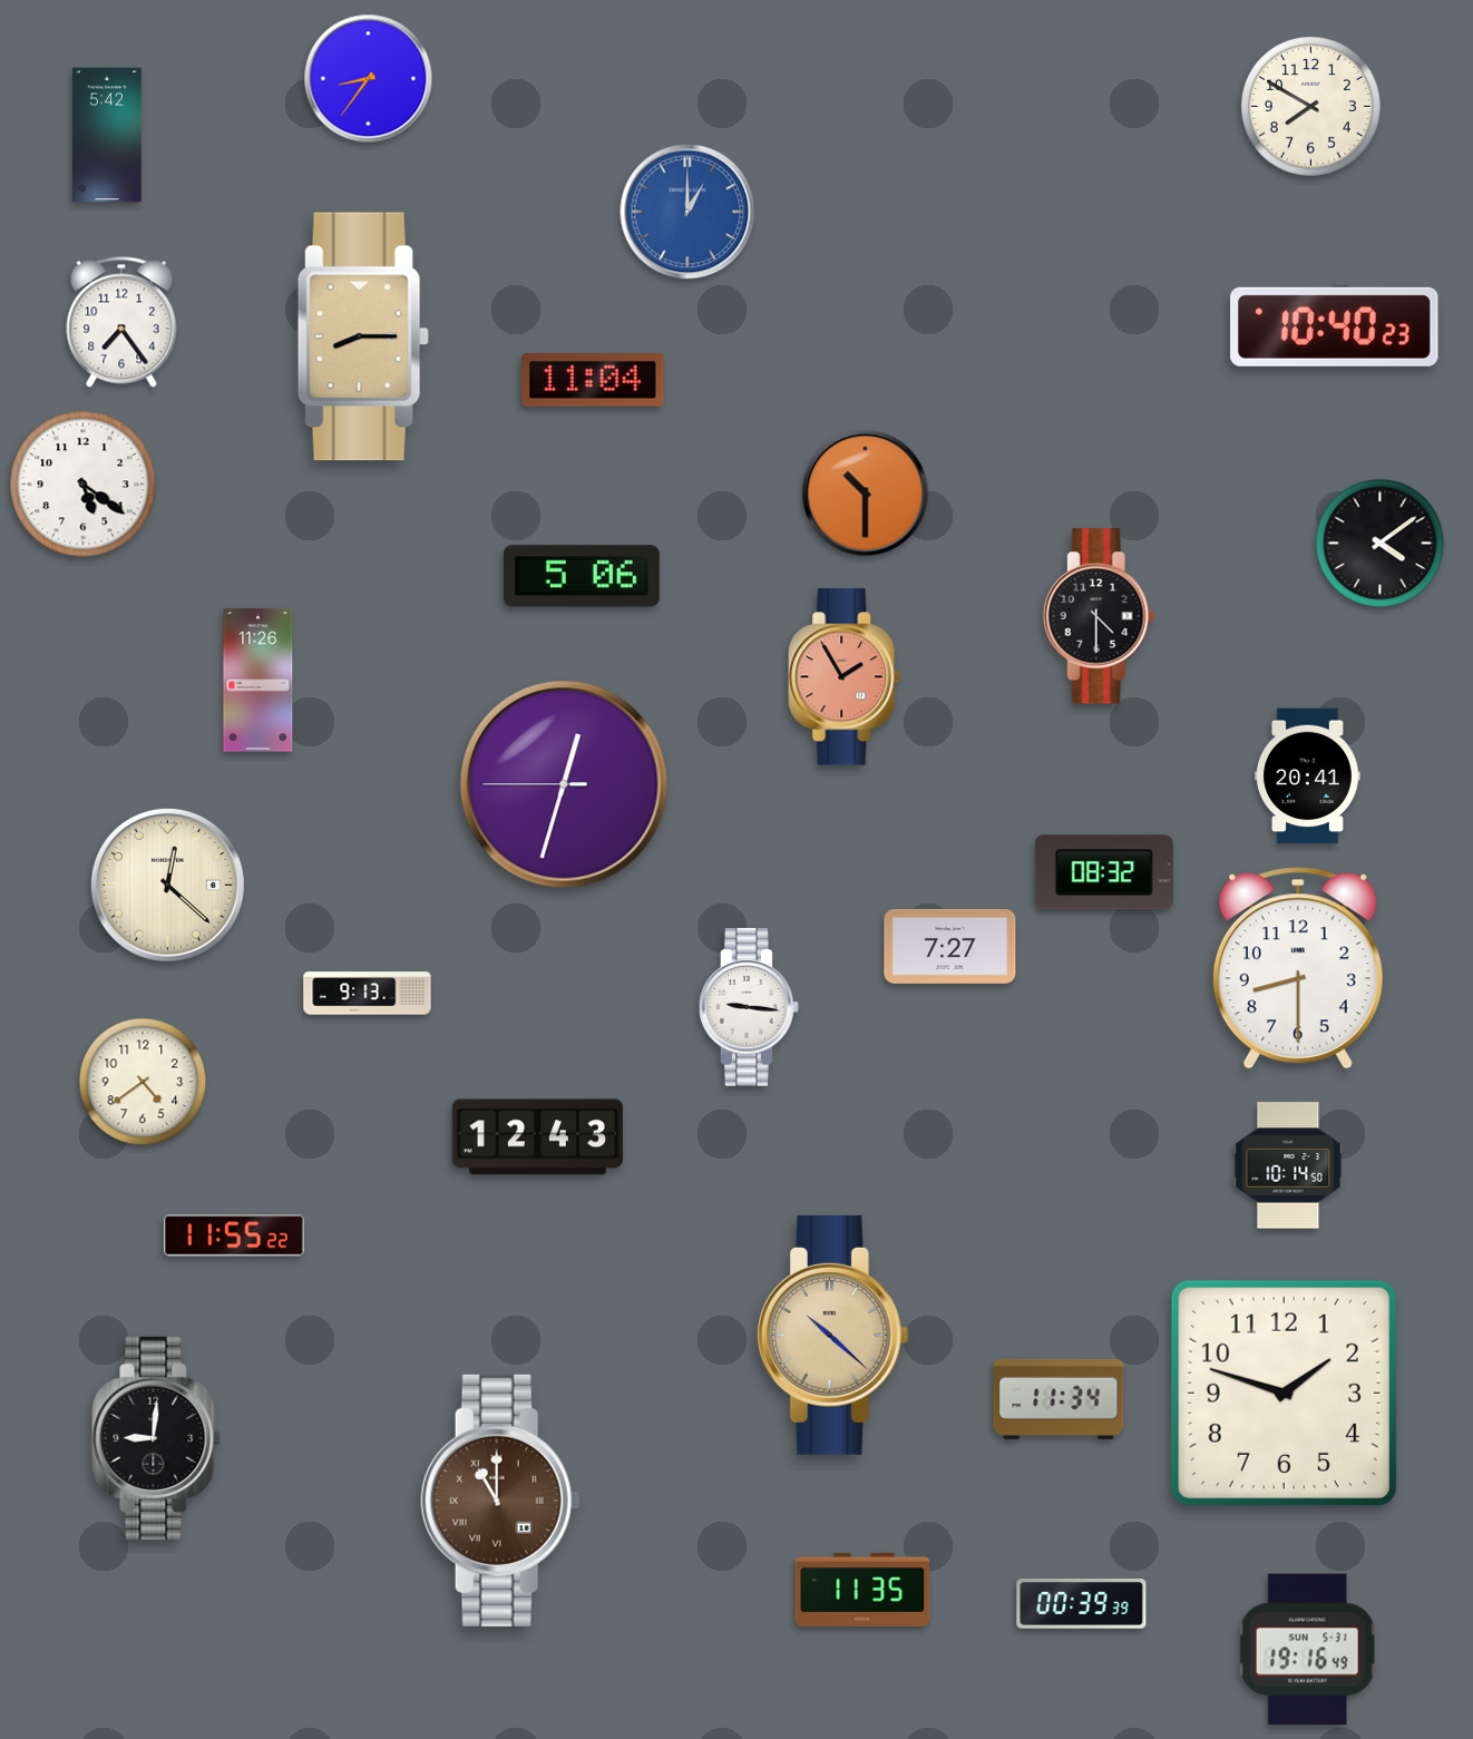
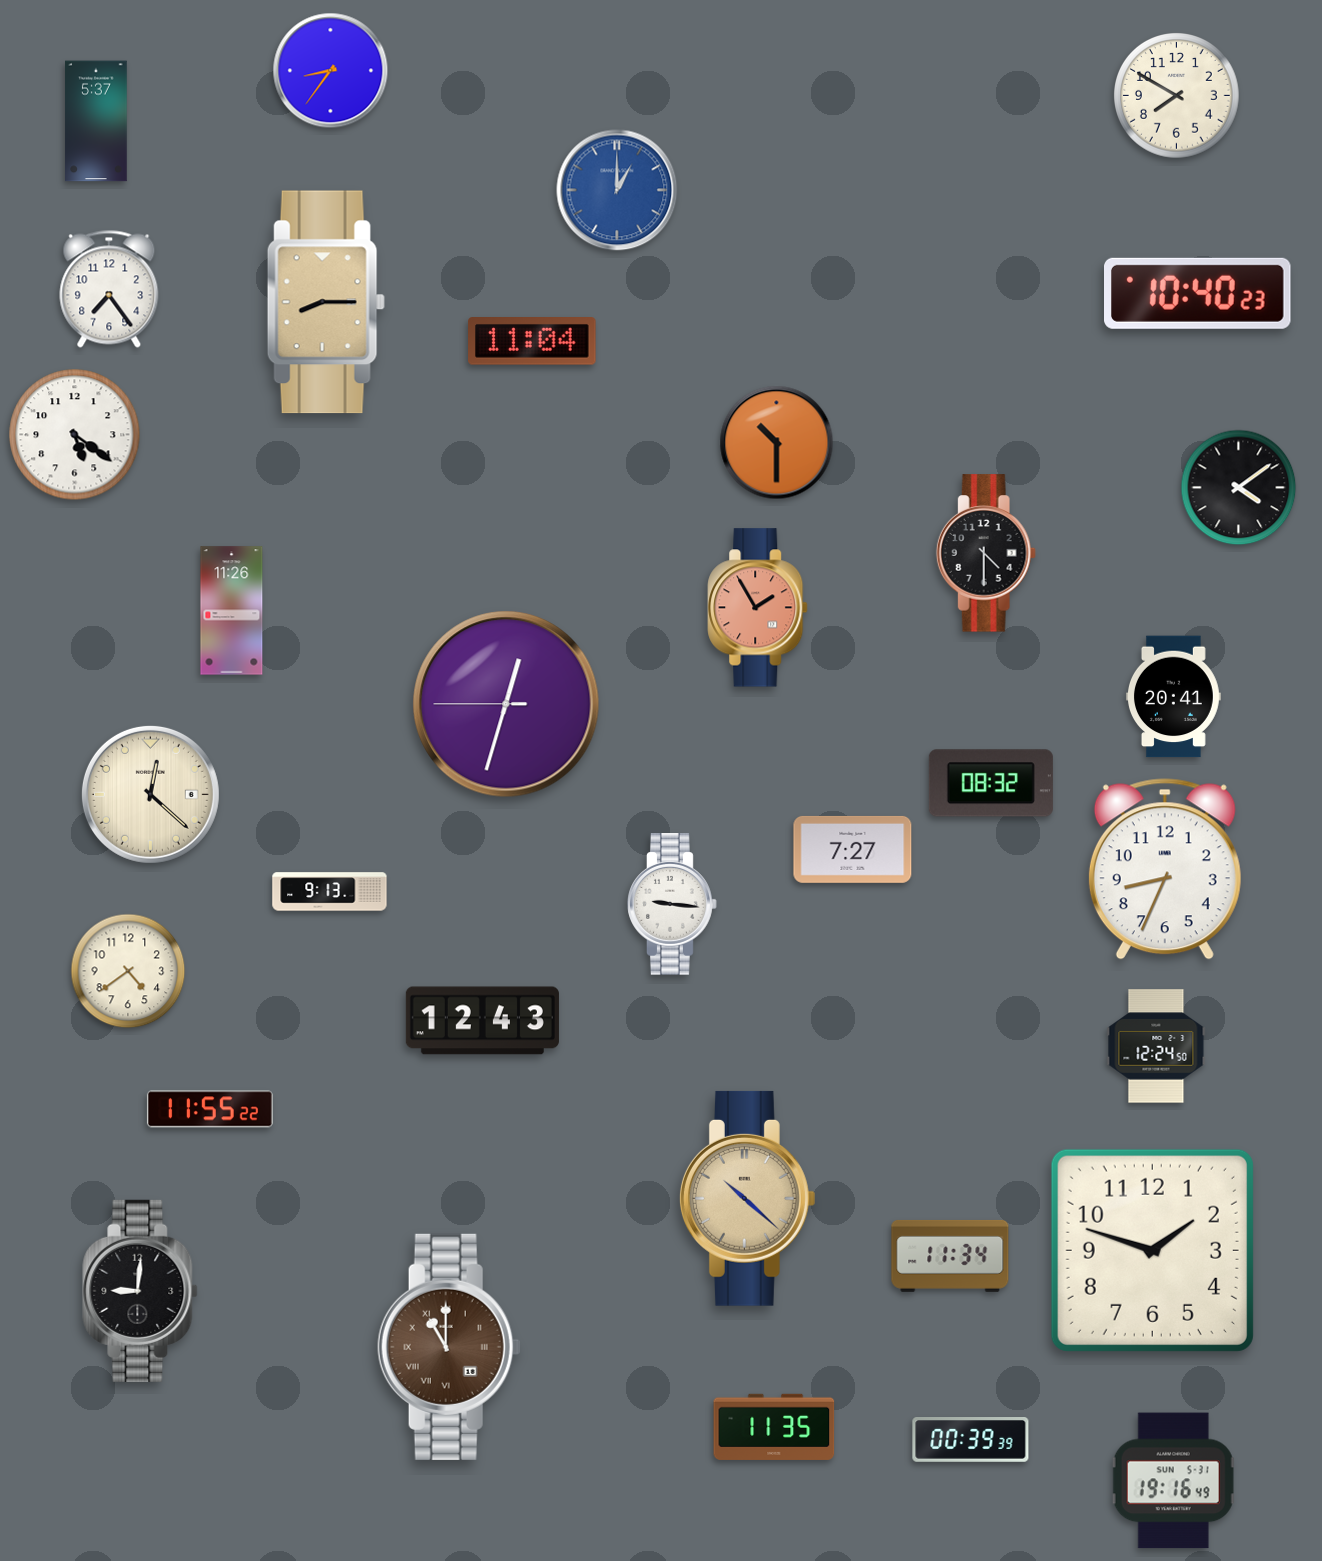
clock at (107, 135): 5:42 -> 5:37
clock at (582, 576): 5:06 -> none
clock at (1298, 968): 8:30 -> 8:34
clock at (1288, 1165): 10:14 -> 12:24
